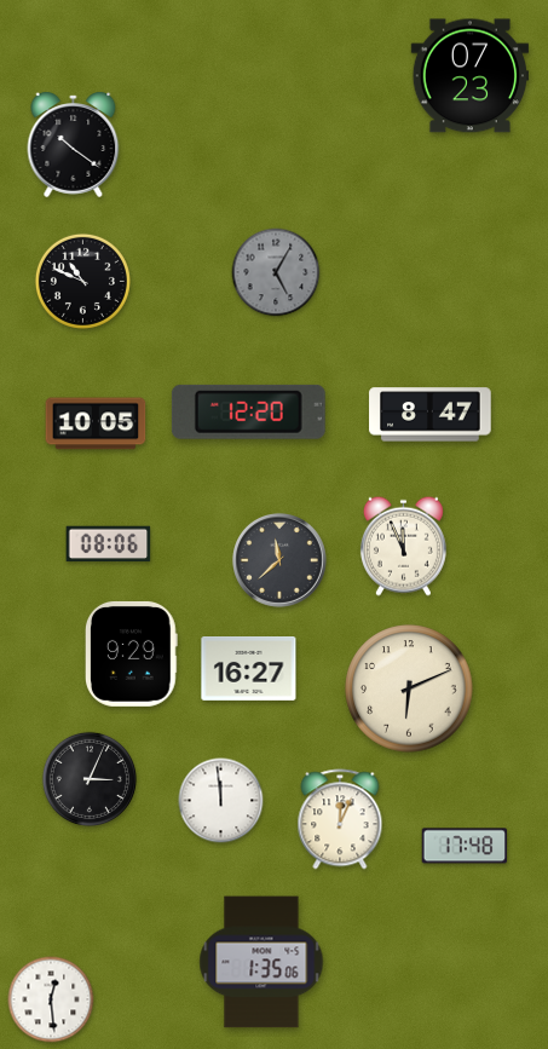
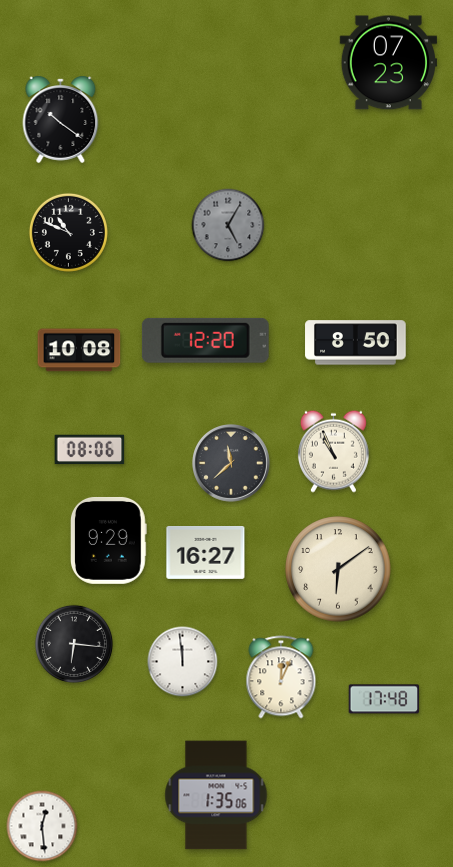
clock at (431, 415): 8:47 -> 8:50
clock at (96, 423): 10:05 -> 10:08
clock at (403, 546): 11:56 -> 10:56
clock at (409, 688): 6:11 -> 6:09
clock at (90, 779): 3:04 -> 6:16
